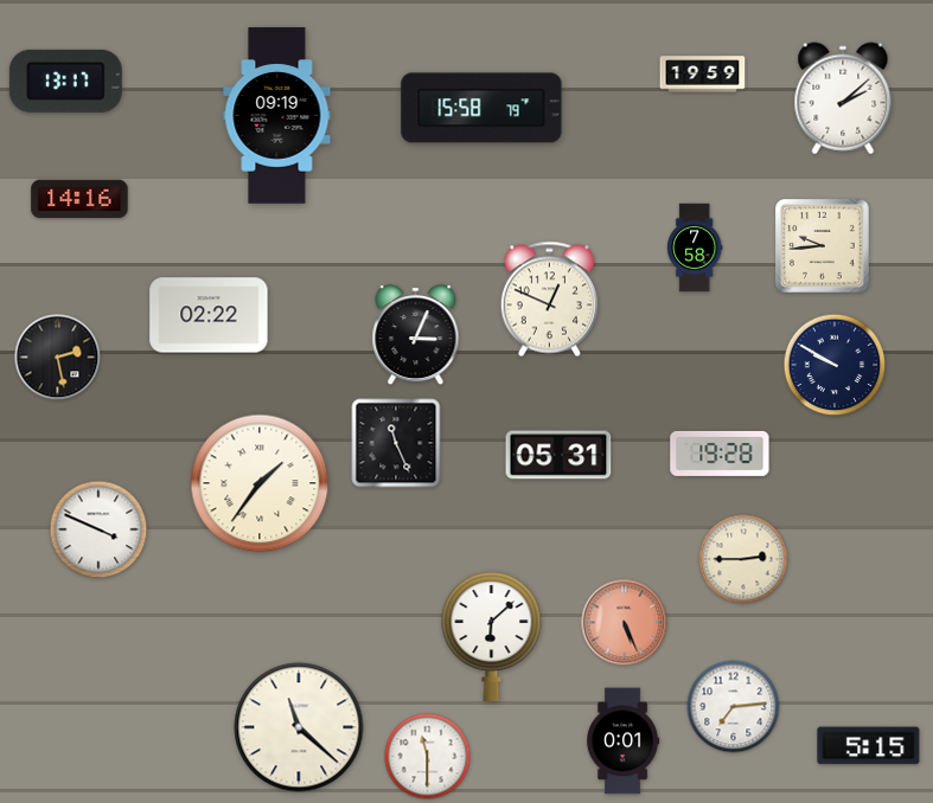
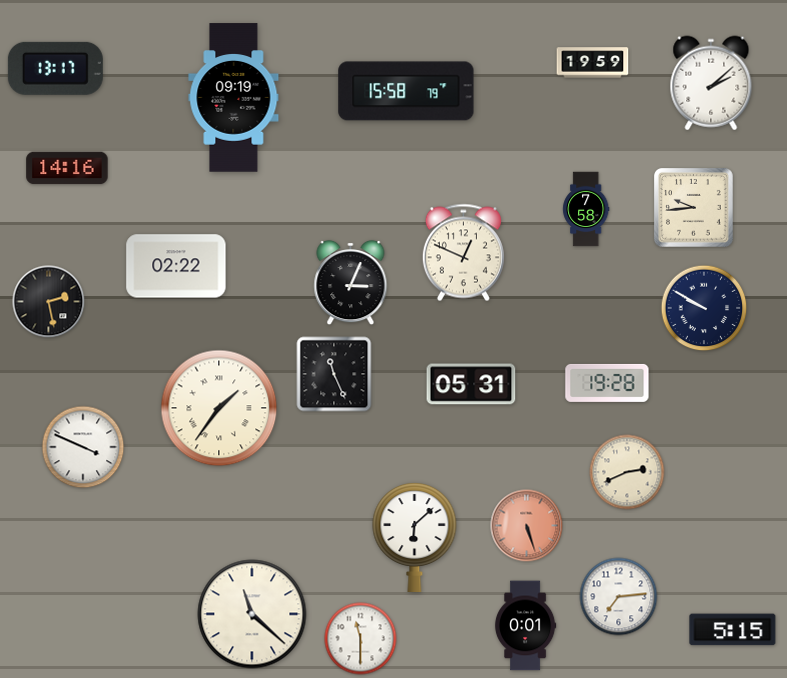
clock at (743, 559): 2:45 -> 2:41
clock at (625, 623): 5:26 -> 5:27
